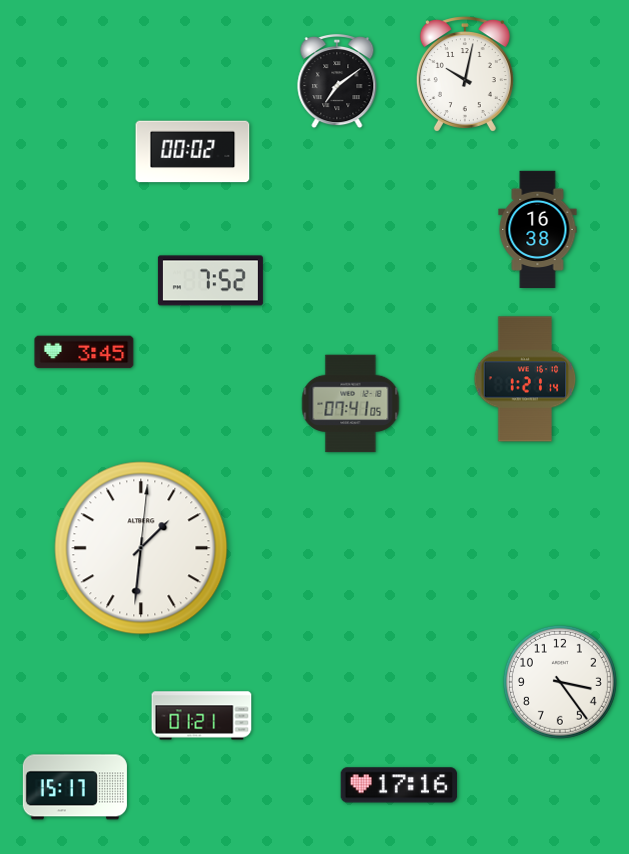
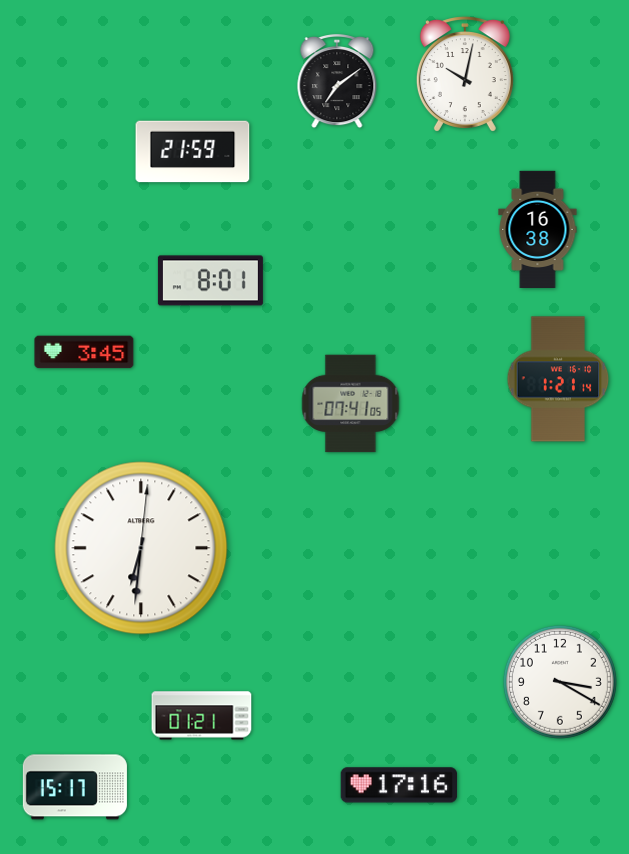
clock at (193, 152): 00:02 -> 21:59
clock at (210, 281): 7:52 -> 8:01
clock at (525, 379) position: (525, 379) -> (558, 379)
clock at (141, 548): 1:31 -> 6:31
clock at (560, 682): 3:24 -> 3:20
